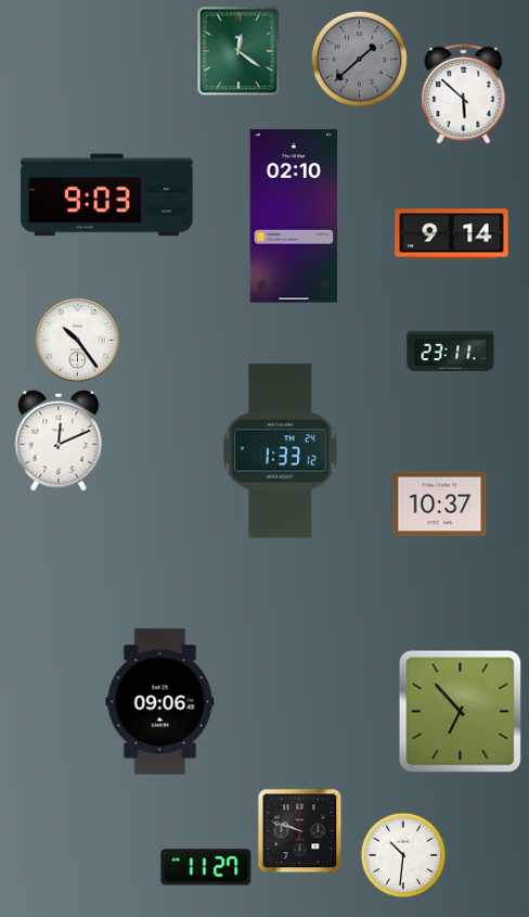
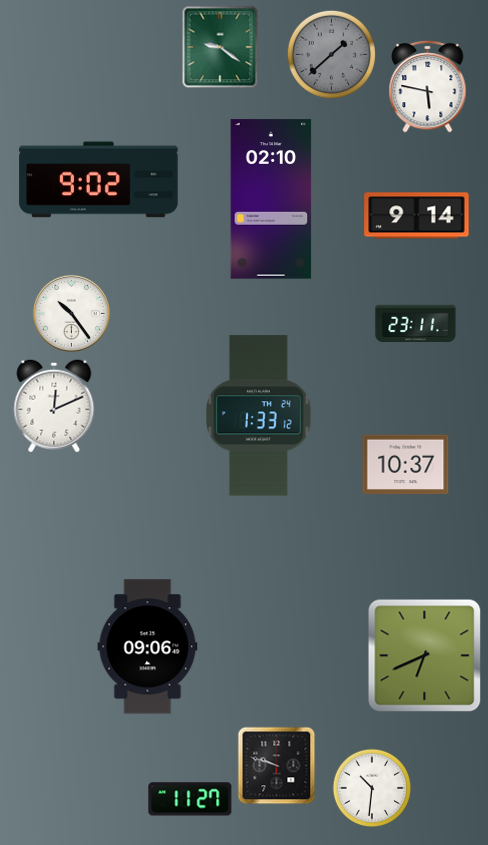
clock at (238, 51): 12:21 -> 9:21
clock at (464, 93): 5:52 -> 5:47
clock at (107, 195): 9:03 -> 9:02
clock at (461, 712): 6:53 -> 6:41
